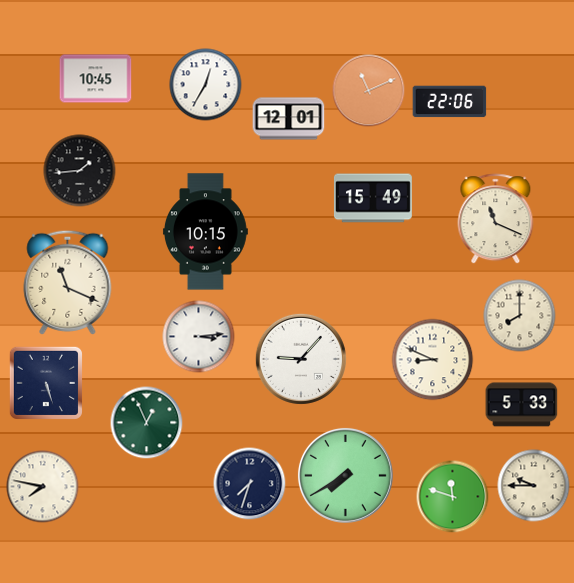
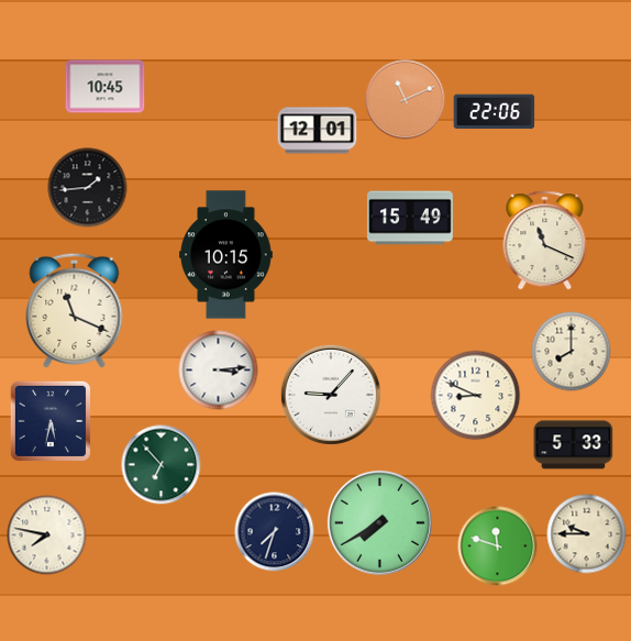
clock at (206, 85): 12:35 -> none
clock at (520, 316) position: (520, 316) -> (572, 352)
clock at (46, 383): 5:27 -> 5:32
clock at (147, 423): 12:56 -> 6:53
